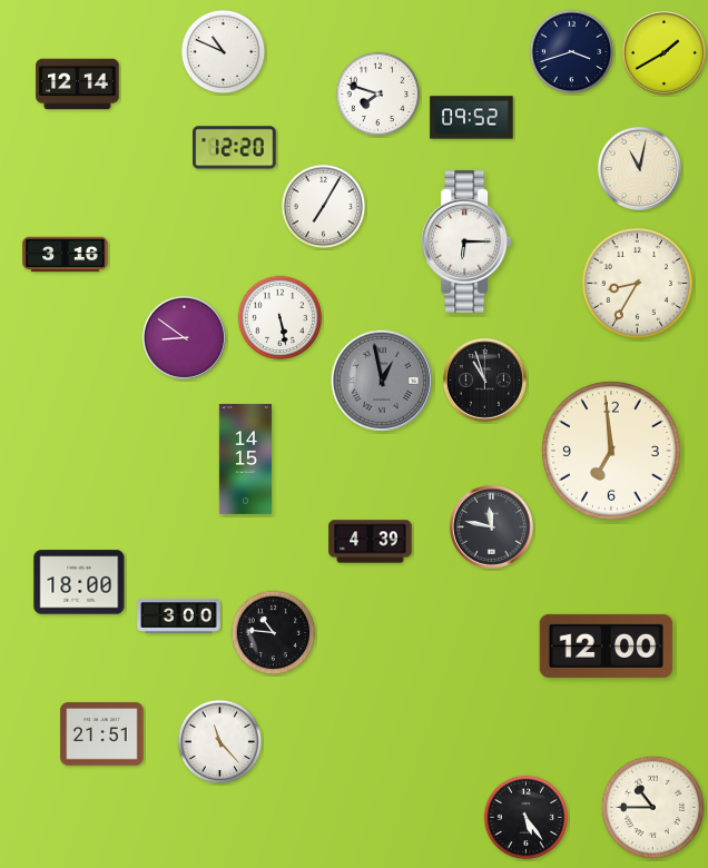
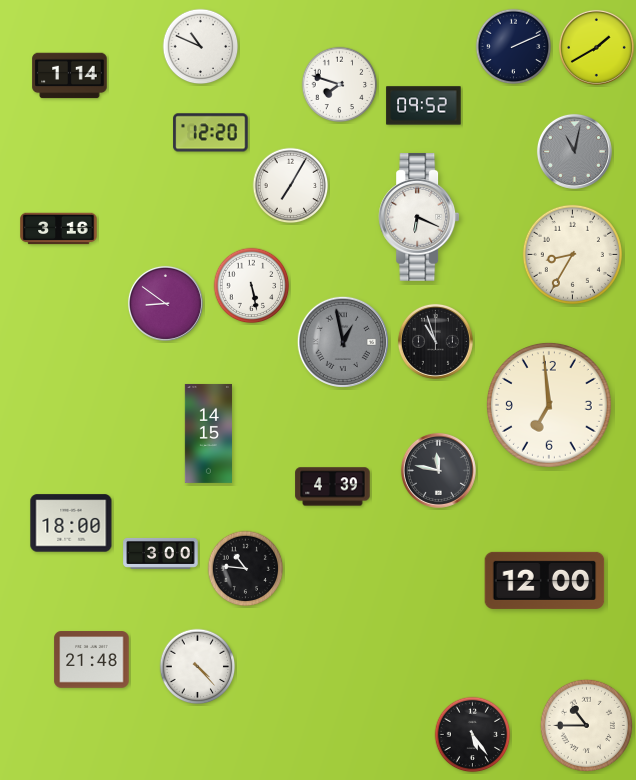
clock at (572, 52): 3:42 -> 2:11
clock at (78, 85): 12:14 -> 1:14
clock at (639, 168) dial: cream -> grey
clock at (466, 241): 6:15 -> 6:19
clock at (245, 458) position: (245, 458) -> (208, 433)
clock at (491, 526) position: (491, 526) -> (438, 470)
clock at (102, 734): 21:51 -> 21:48
clock at (220, 742): 11:23 -> 4:23
